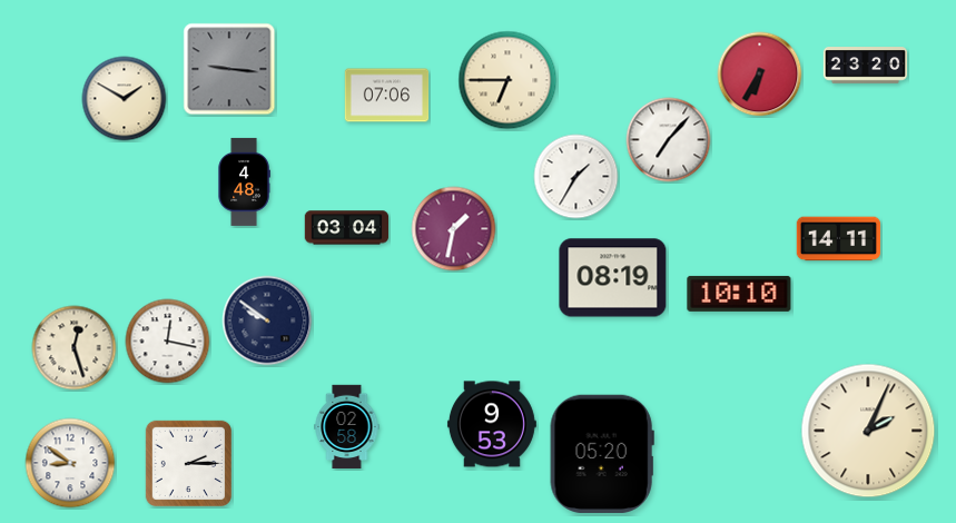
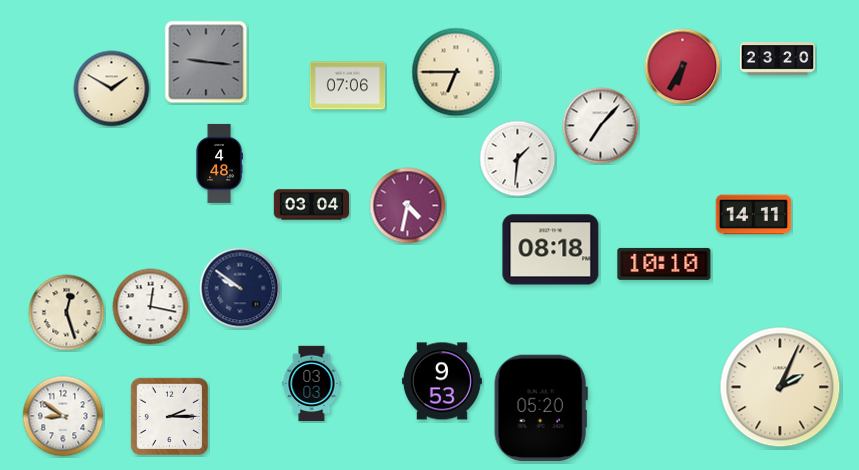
clock at (576, 177): 1:35 -> 1:31
clock at (454, 229): 1:32 -> 4:32
clock at (613, 278): 08:19 -> 08:18
clock at (347, 427): 02:58 -> 03:03
